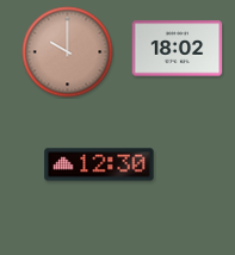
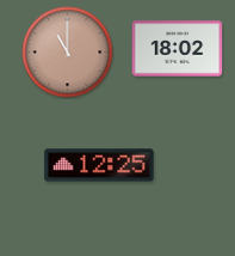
clock at (68, 52): 10:00 -> 11:00
clock at (99, 164): 12:30 -> 12:25
